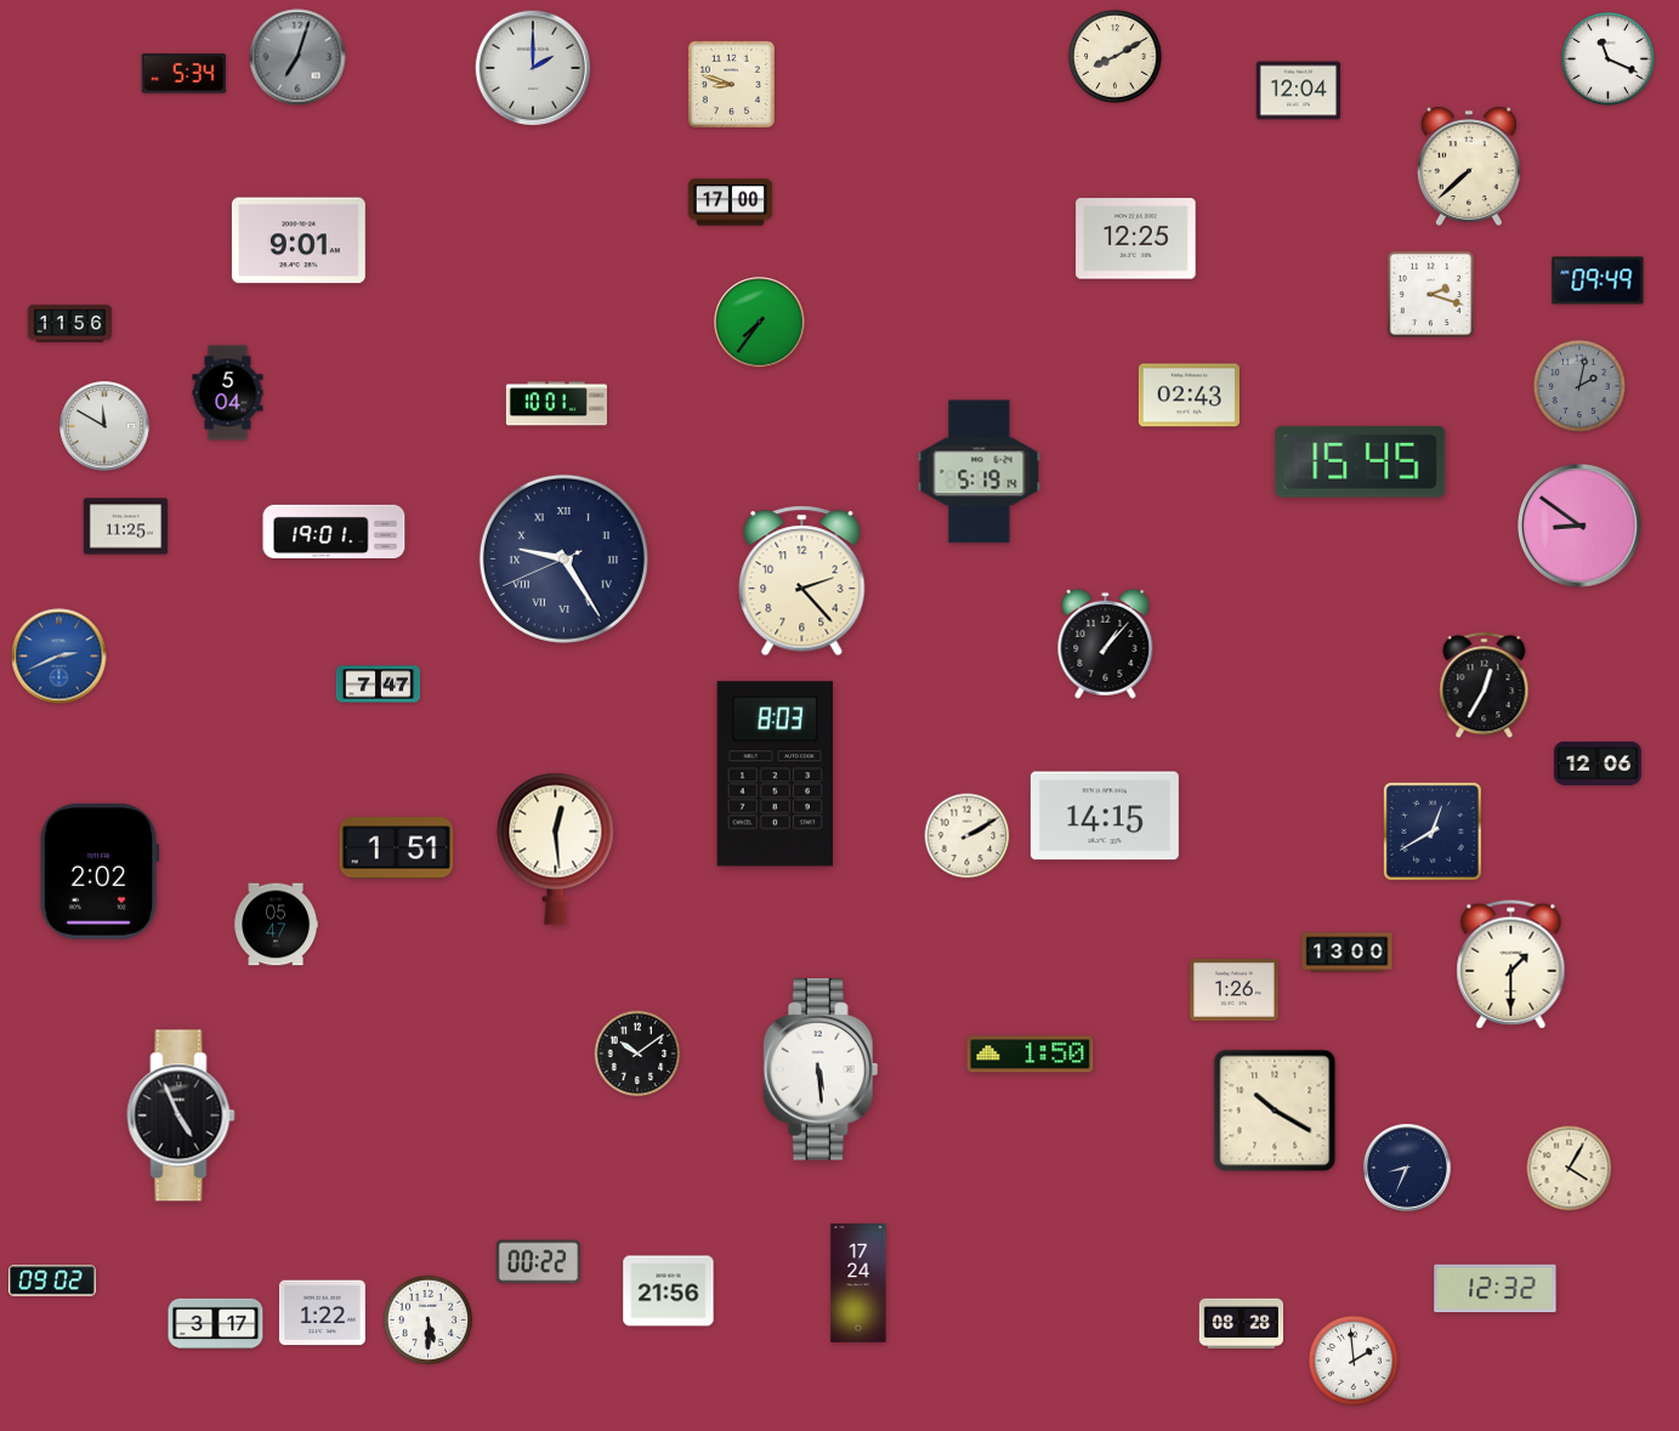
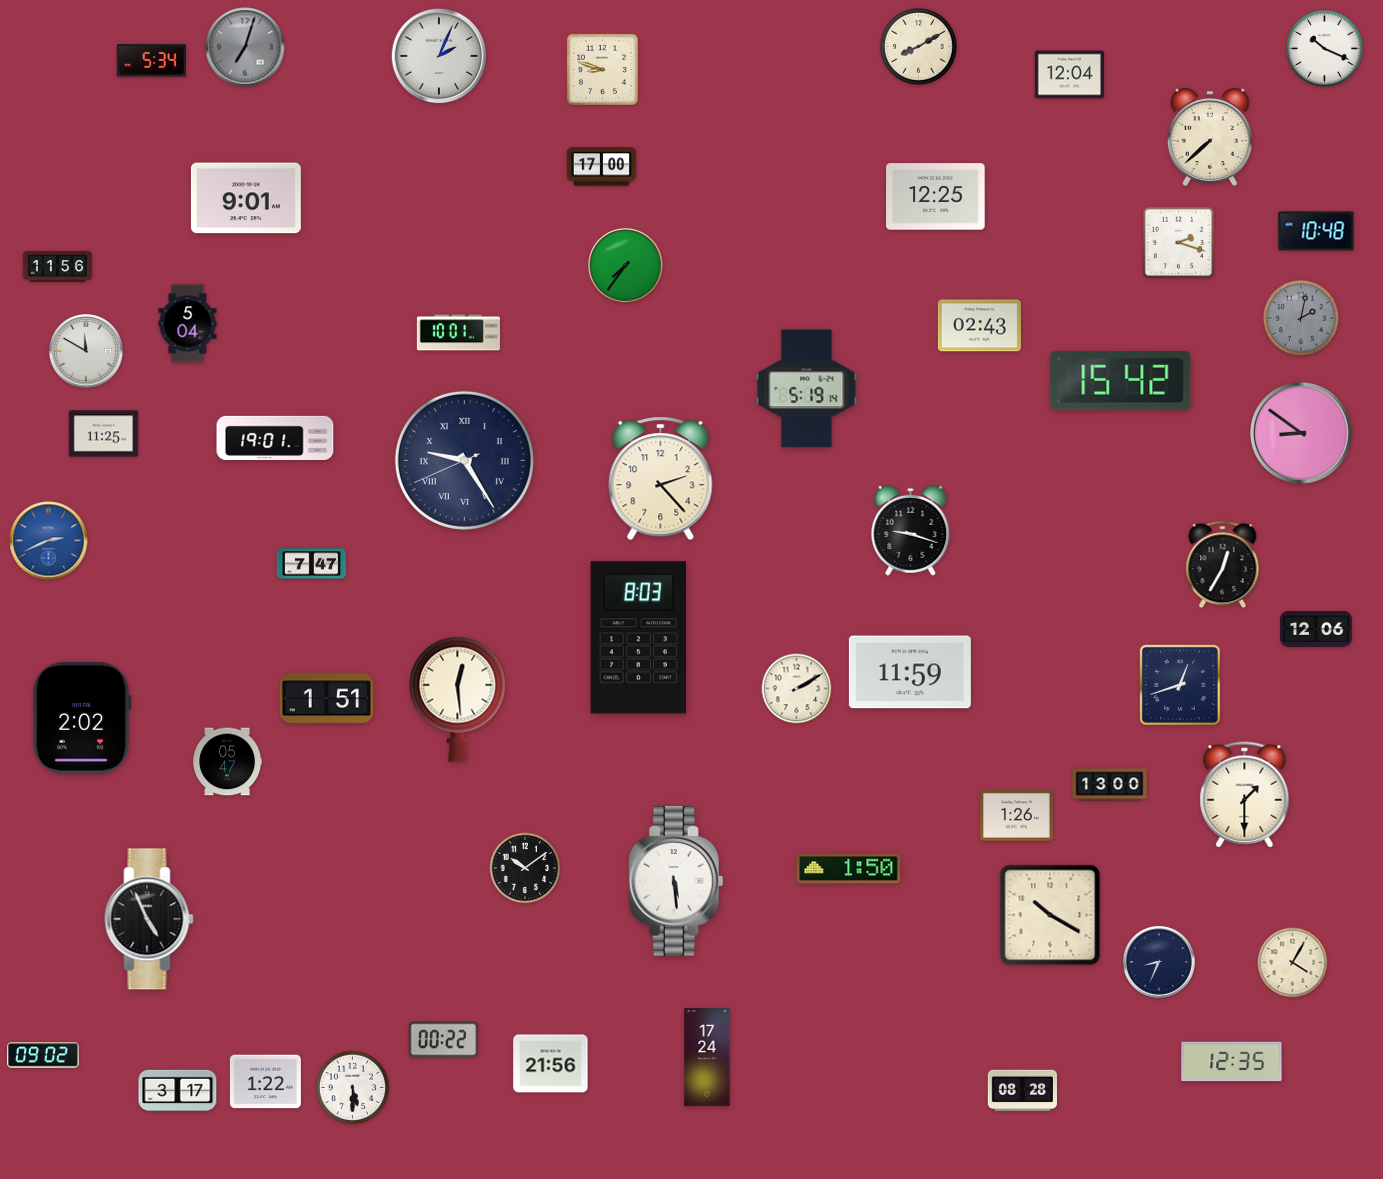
clock at (1609, 59): 11:19 -> 10:19
clock at (533, 68): 2:00 -> 2:04
clock at (1598, 280): 09:49 -> 10:48
clock at (1361, 461): 15:45 -> 15:42
clock at (1106, 643): 1:07 -> 9:18
clock at (1105, 816): 14:15 -> 11:59
clock at (1433, 831): 12:40 -> 12:42
clock at (1496, 1289): 12:32 -> 12:35
clock at (1354, 1361): 1:59 -> none
